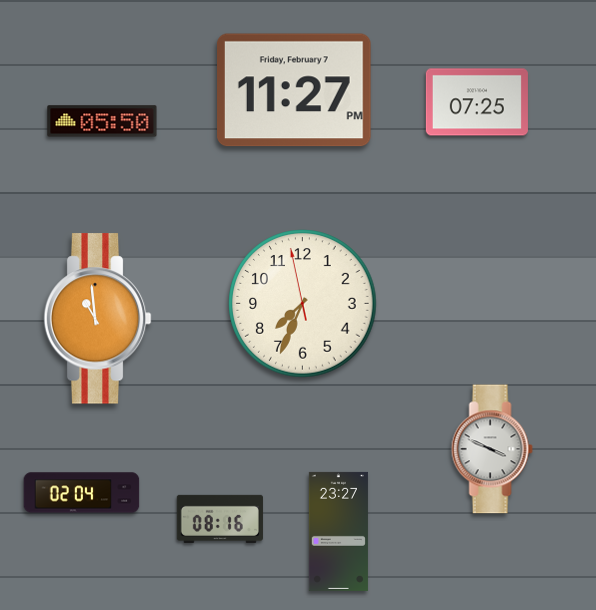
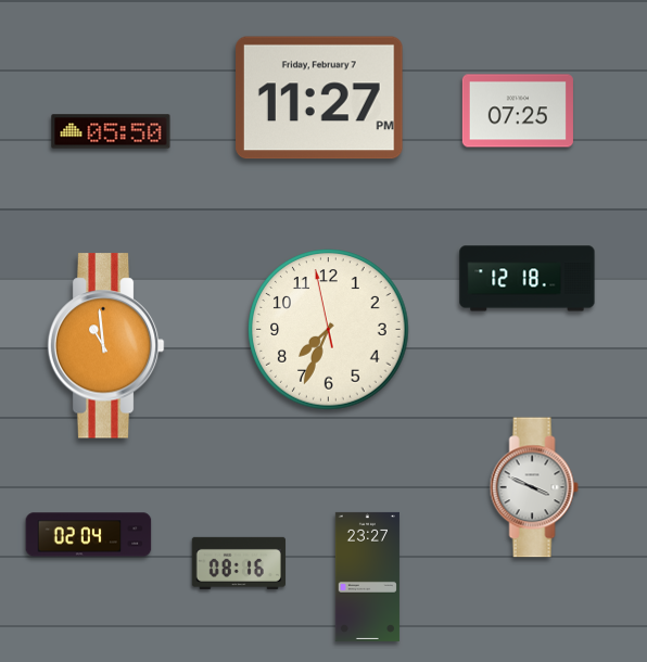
clock at (528, 279): none -> 12:18
